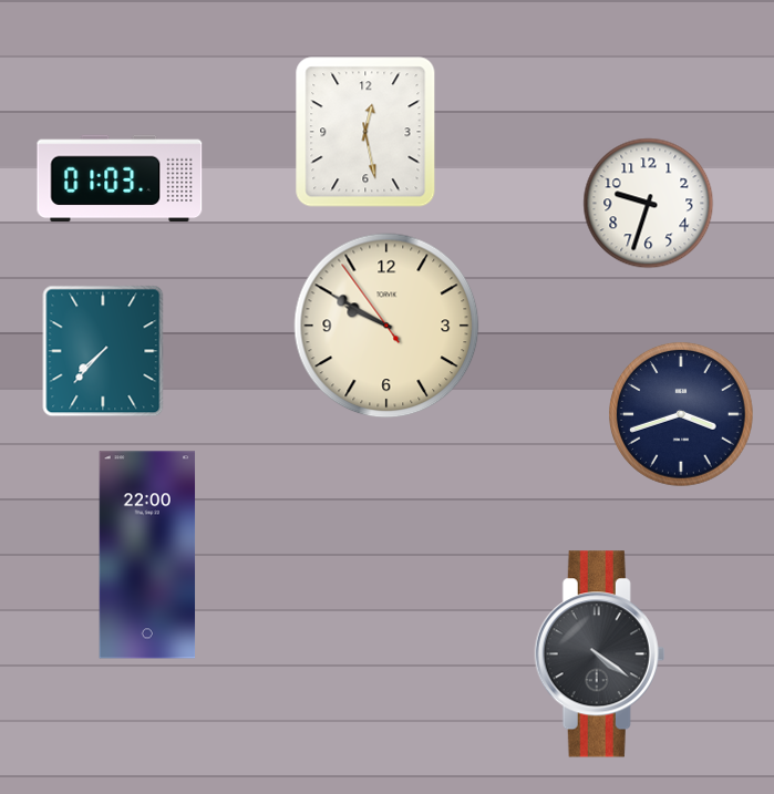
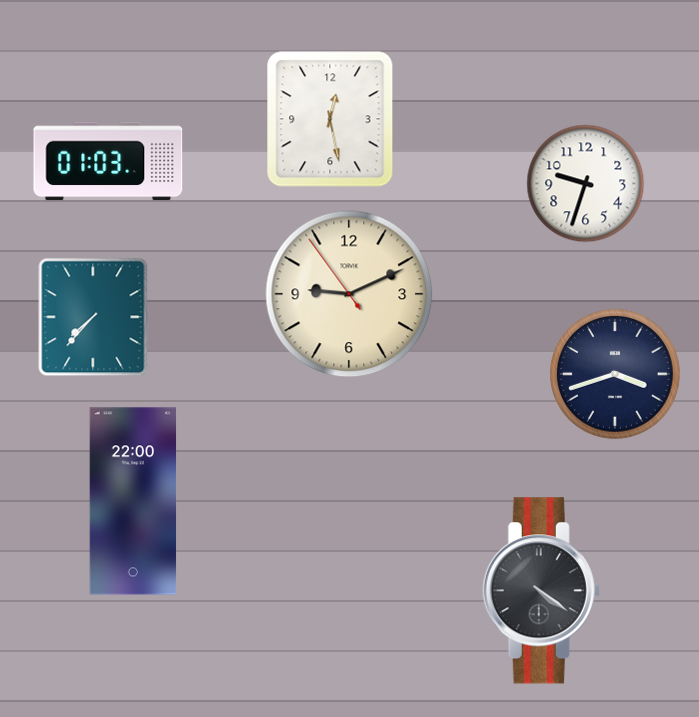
clock at (386, 326): 9:49 -> 9:10
